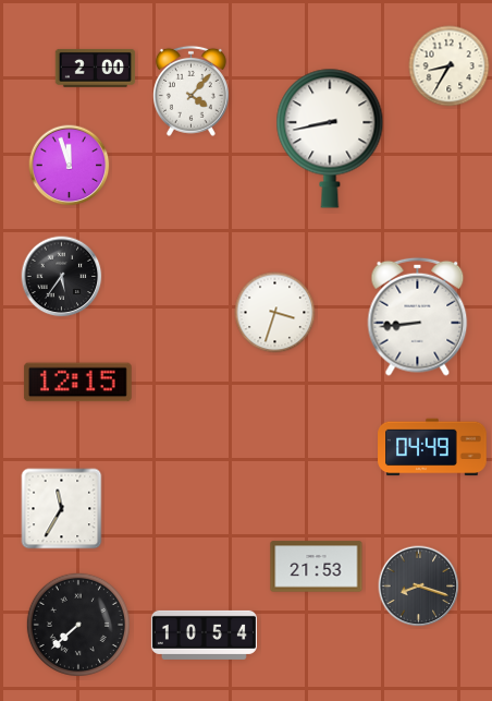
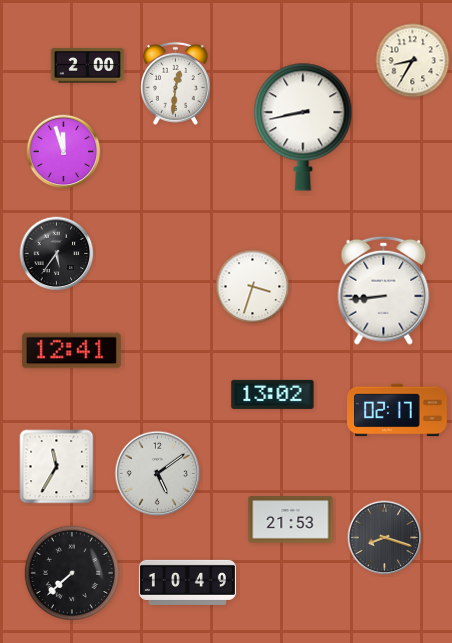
clock at (96, 68) position: (96, 68) -> (88, 65)
clock at (190, 90): 4:07 -> 12:31
clock at (77, 383): 12:15 -> 12:41
clock at (273, 394): none -> 13:02
clock at (432, 447): 04:49 -> 02:17
clock at (158, 474): none -> 5:09
clock at (204, 634): 10:54 -> 10:49
